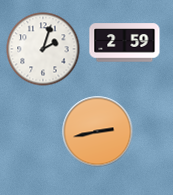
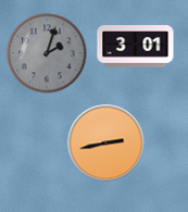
clock at (125, 43): 2:59 -> 3:01
clock at (43, 49) dial: white -> grey
